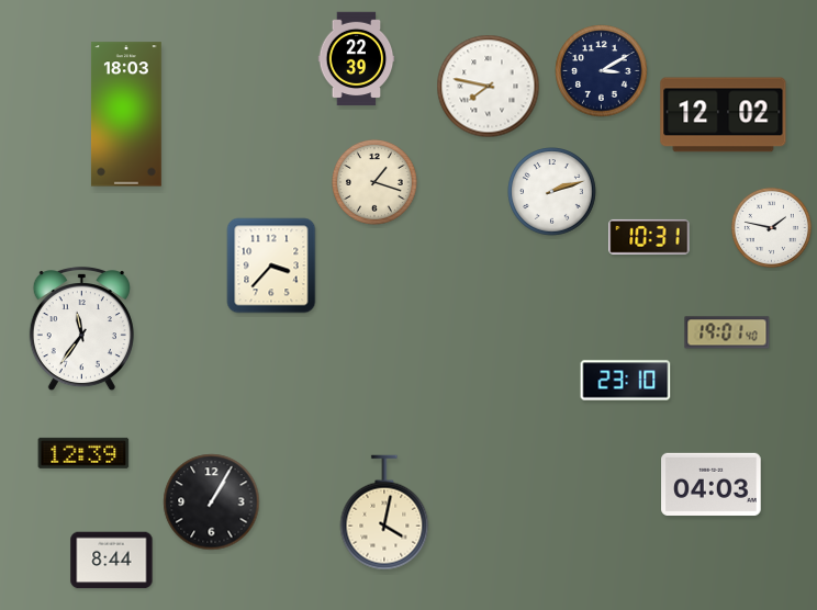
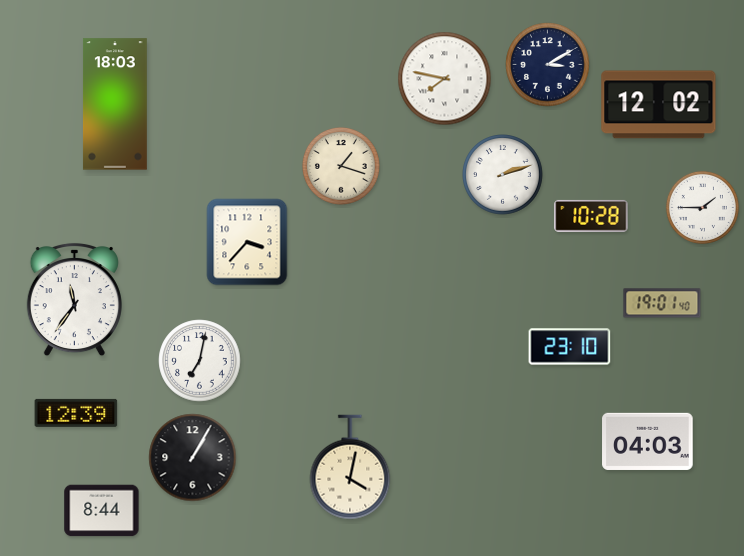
clock at (357, 59): 22:39 -> none
clock at (771, 227): 1:47 -> 1:45
clock at (649, 237): 10:31 -> 10:28
clock at (200, 361): none -> 7:02
